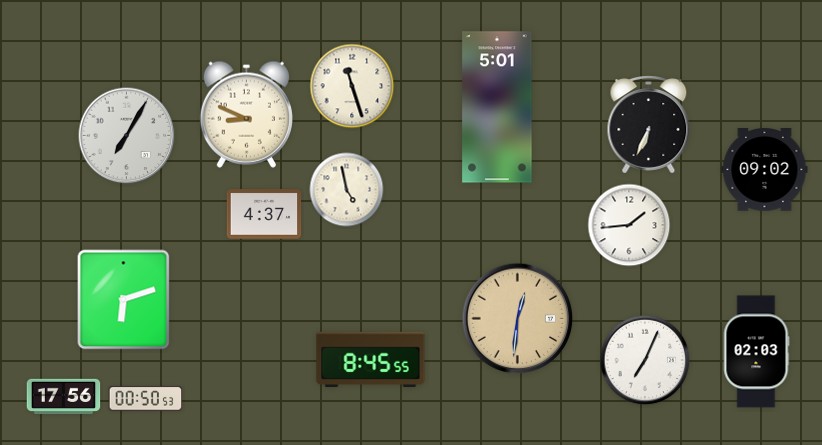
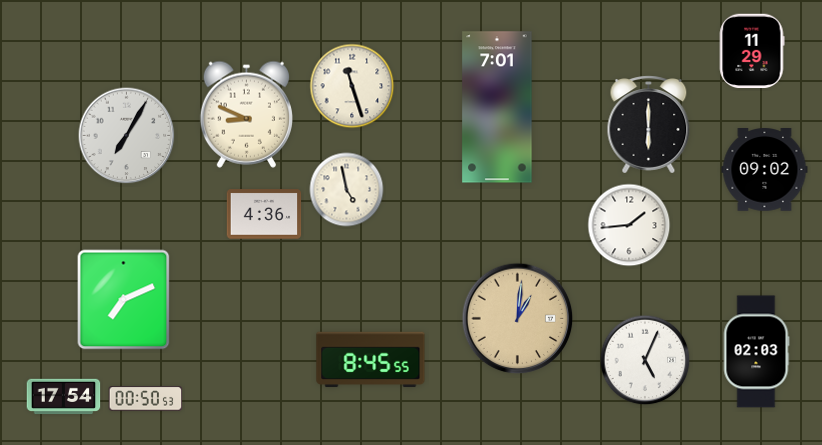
clock at (752, 51): none -> 11:29
clock at (497, 107): 5:01 -> 7:01
clock at (649, 125): 6:34 -> 6:00
clock at (264, 214): 4:37 -> 4:36
clock at (124, 300): 6:12 -> 7:11
clock at (518, 319): 12:31 -> 1:01
clock at (645, 360): 7:04 -> 5:04
clock at (64, 397): 17:56 -> 17:54
